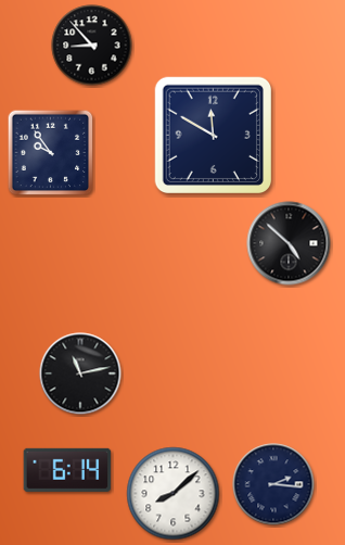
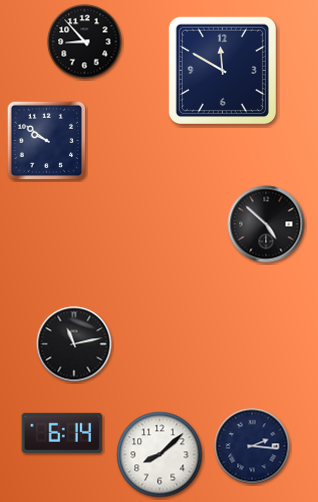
clock at (213, 135) position: (213, 135) -> (222, 70)
clock at (51, 153): 9:54 -> 9:51
